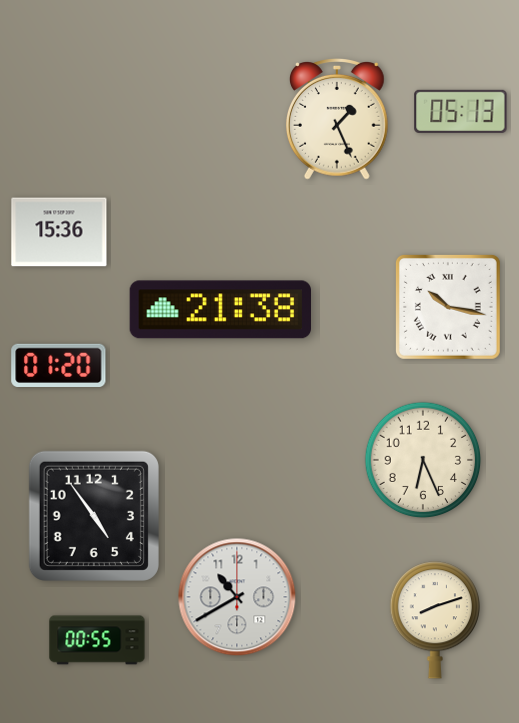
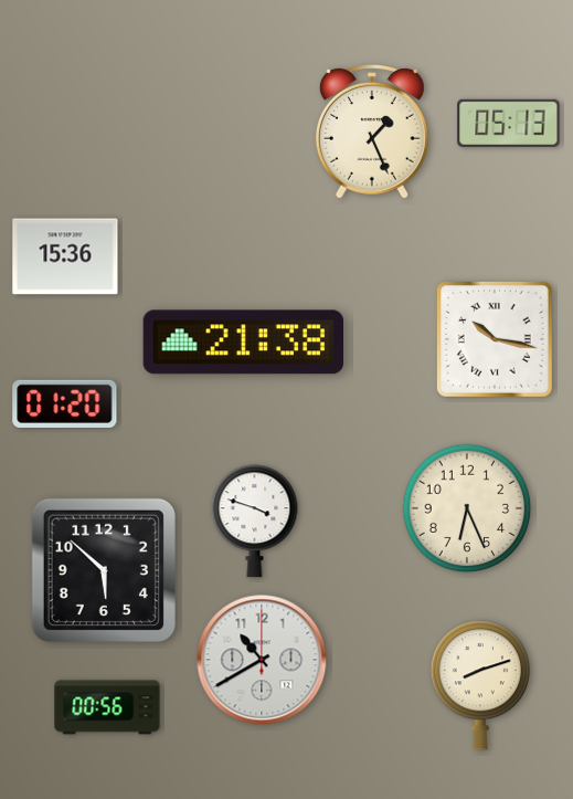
clock at (255, 522): none -> 3:48
clock at (94, 516): 4:54 -> 5:52
clock at (97, 640): 00:55 -> 00:56
